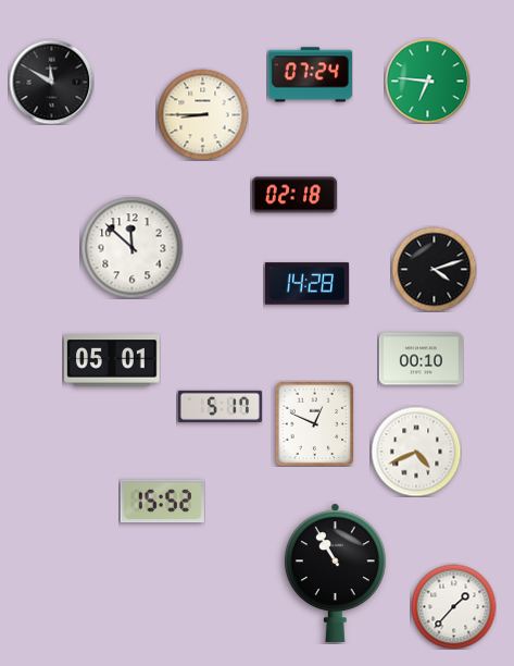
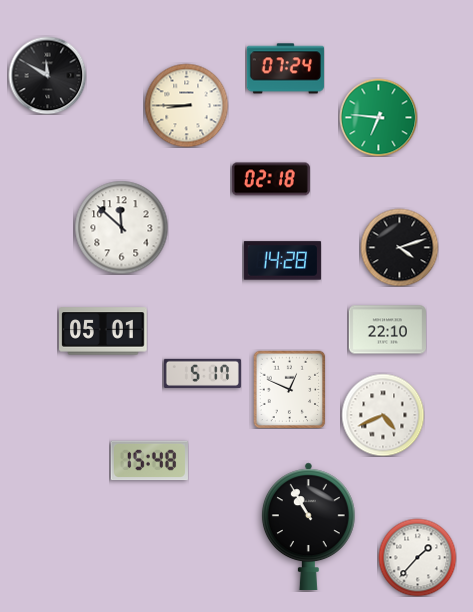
clock at (427, 81) position: (427, 81) -> (378, 117)
clock at (421, 359): 00:10 -> 22:10
clock at (162, 502): 15:52 -> 15:48
